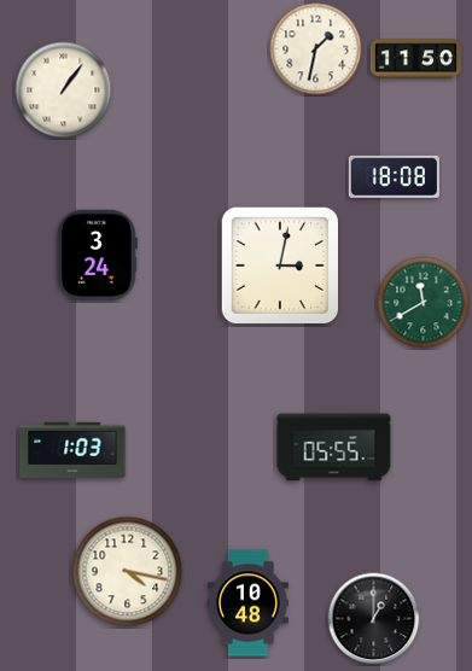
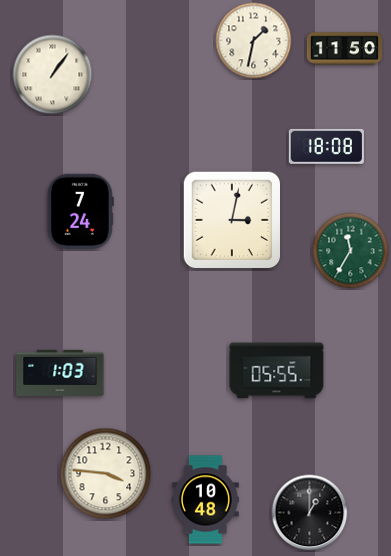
clock at (316, 49) position: (316, 49) -> (254, 41)
clock at (97, 255): 3:24 -> 7:24
clock at (424, 303): 11:40 -> 11:35
clock at (128, 572): 4:17 -> 3:46
